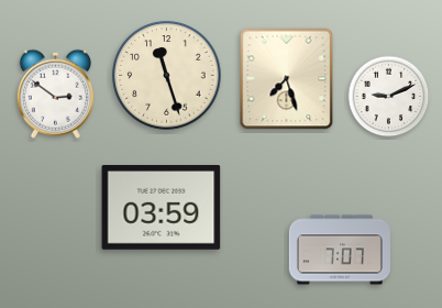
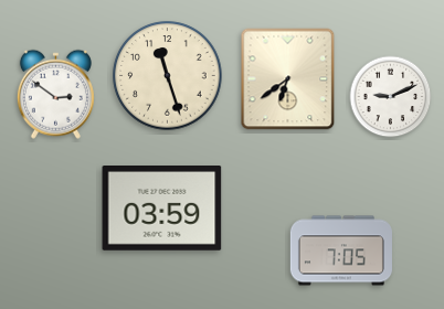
clock at (287, 79): 7:27 -> 6:39
clock at (340, 250): 7:07 -> 7:05
